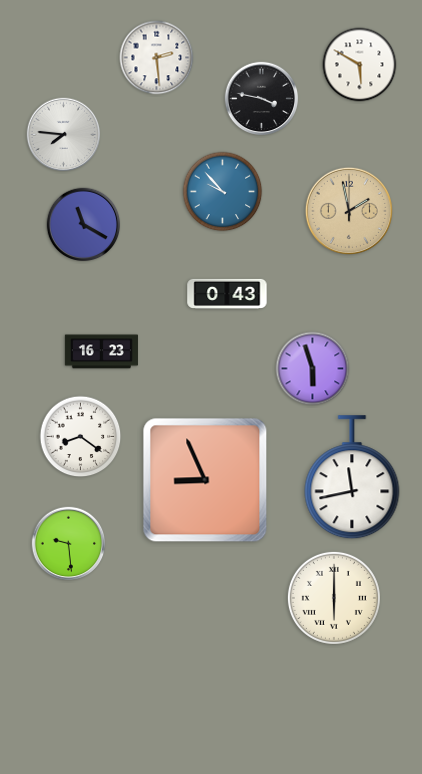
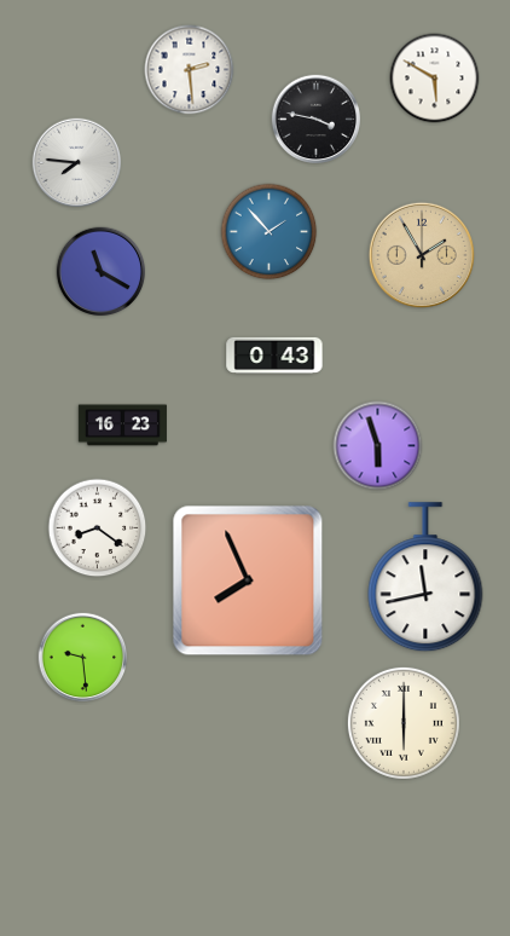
clock at (223, 192): 9:53 -> 1:53
clock at (349, 211): 1:58 -> 1:55
clock at (205, 480): 8:56 -> 7:56
